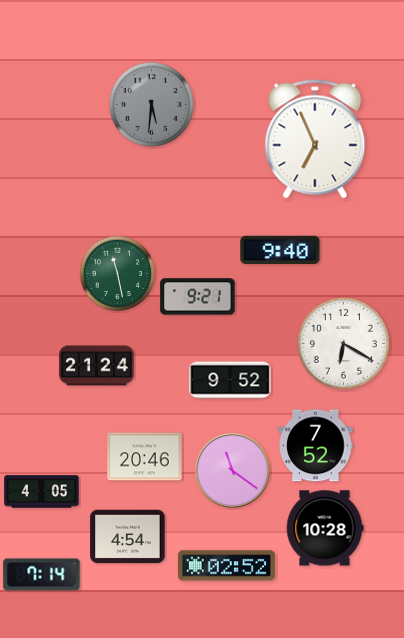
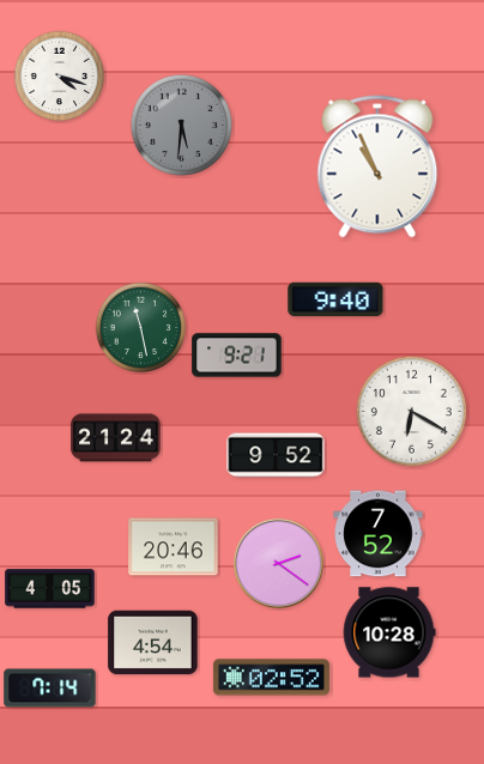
clock at (60, 77): none -> 4:18
clock at (315, 139): 6:56 -> 10:56
clock at (232, 470): 11:21 -> 2:21
